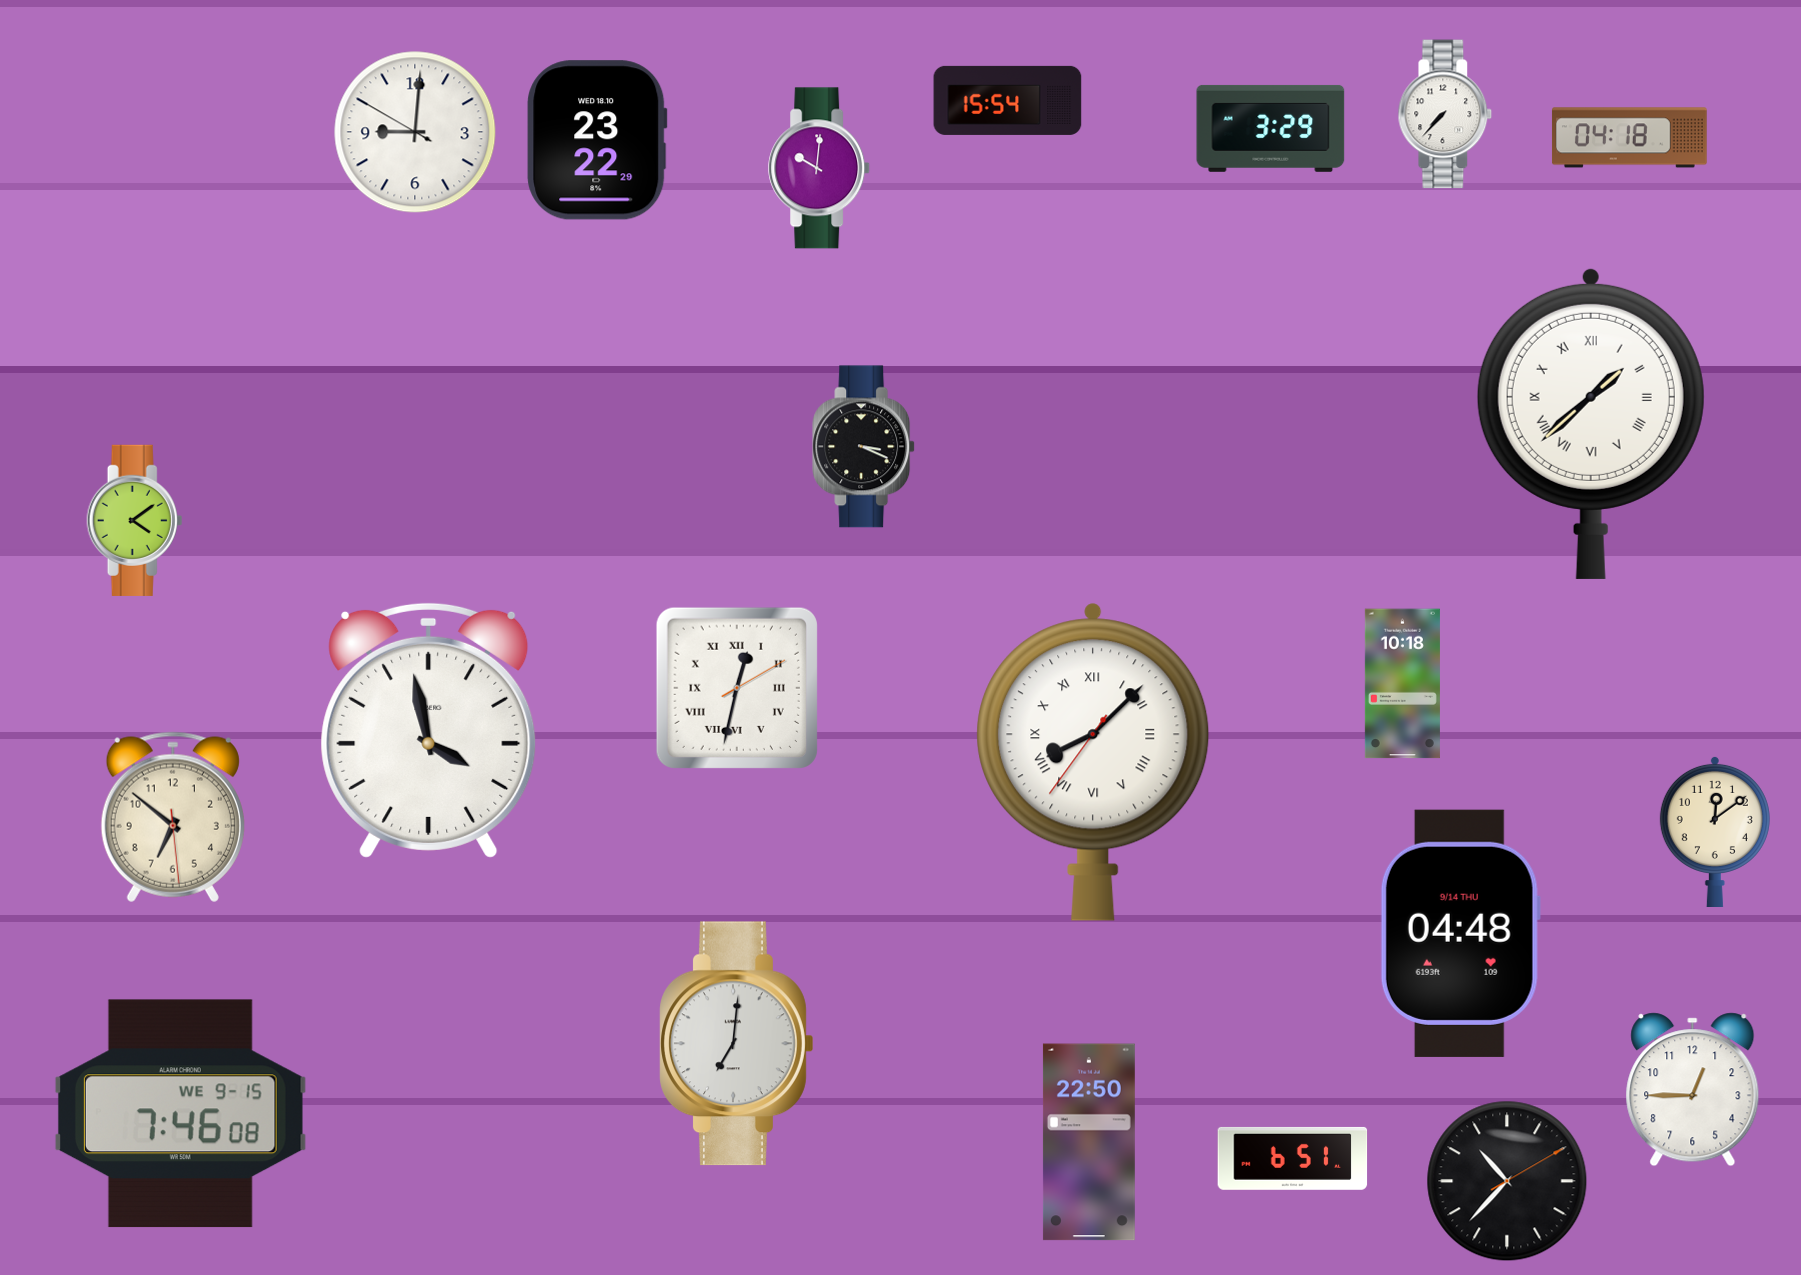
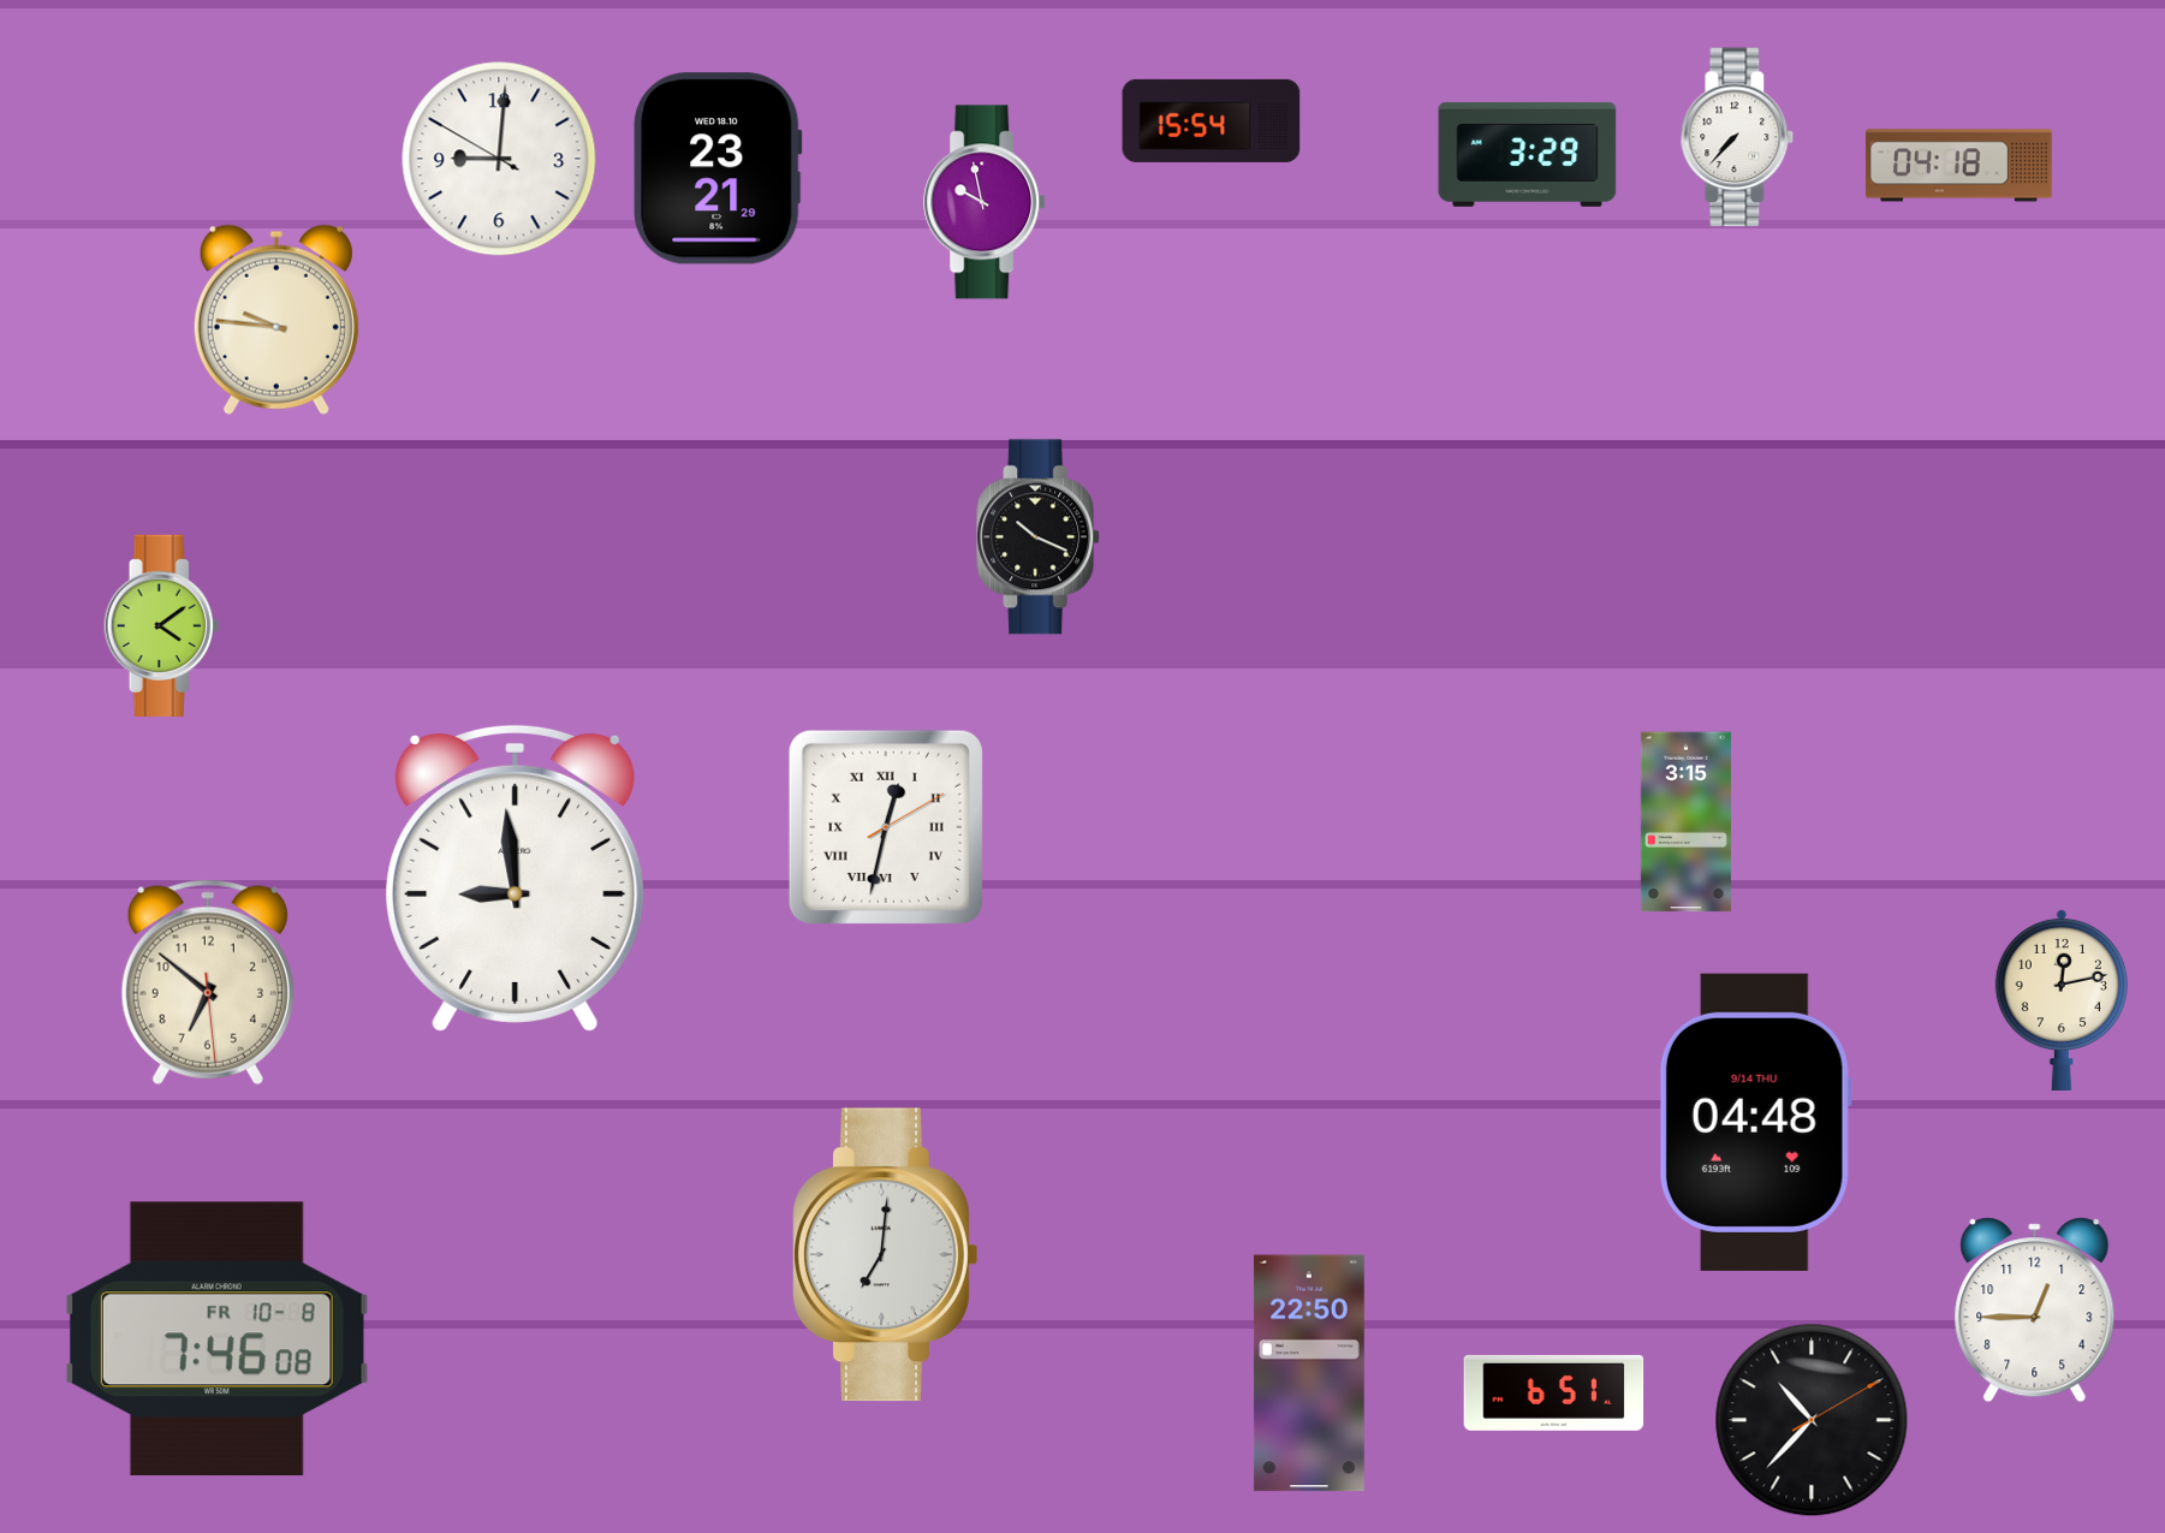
clock at (597, 140): 23:22 -> 23:21
clock at (820, 168): 10:01 -> 9:58
clock at (276, 320): none -> 9:46
clock at (1591, 423): 1:38 -> none
clock at (864, 447): 3:19 -> 10:19
clock at (1402, 684): 10:18 -> 3:15
clock at (429, 730): 3:58 -> 8:59
clock at (1093, 762): 8:07 -> none
clock at (1715, 831): 12:09 -> 12:13
clock at (180, 1114) date: WE 9-15 -> FR 10-8
